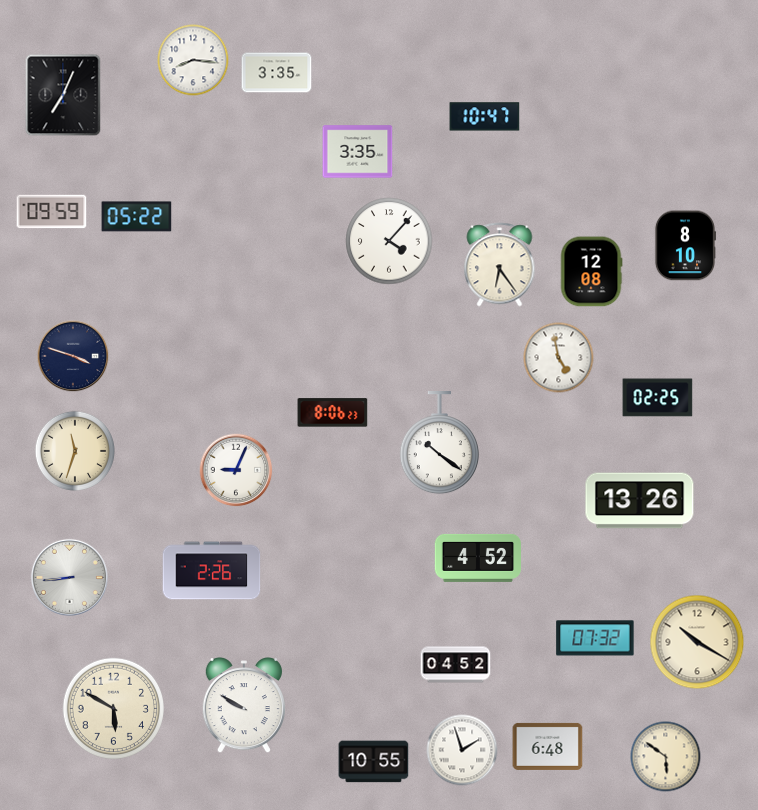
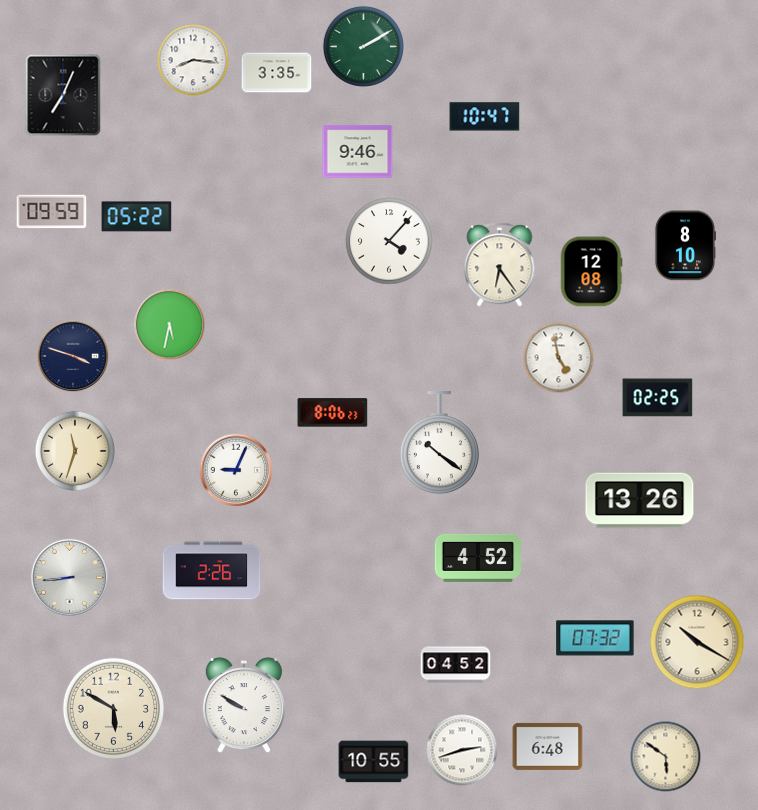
clock at (363, 46): none -> 2:10
clock at (358, 152): 3:35 -> 9:46
clock at (170, 325): none -> 5:32
clock at (462, 750): 1:57 -> 2:42
